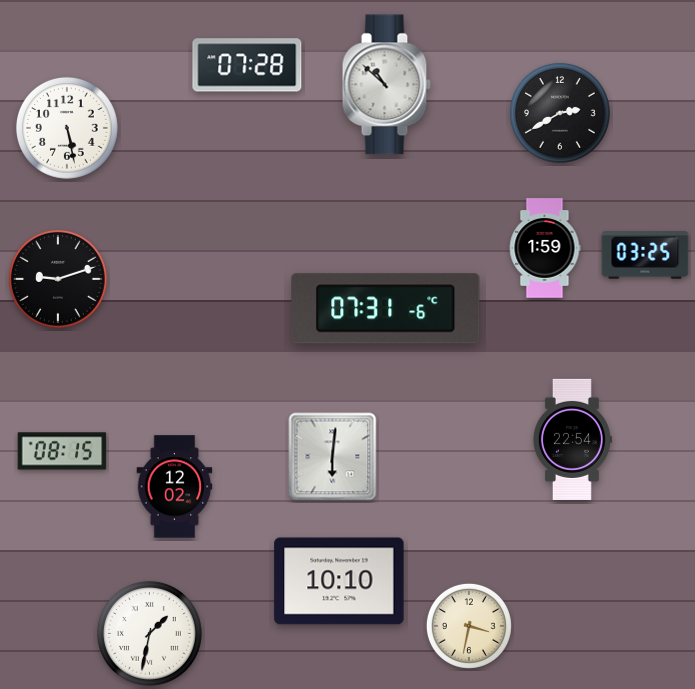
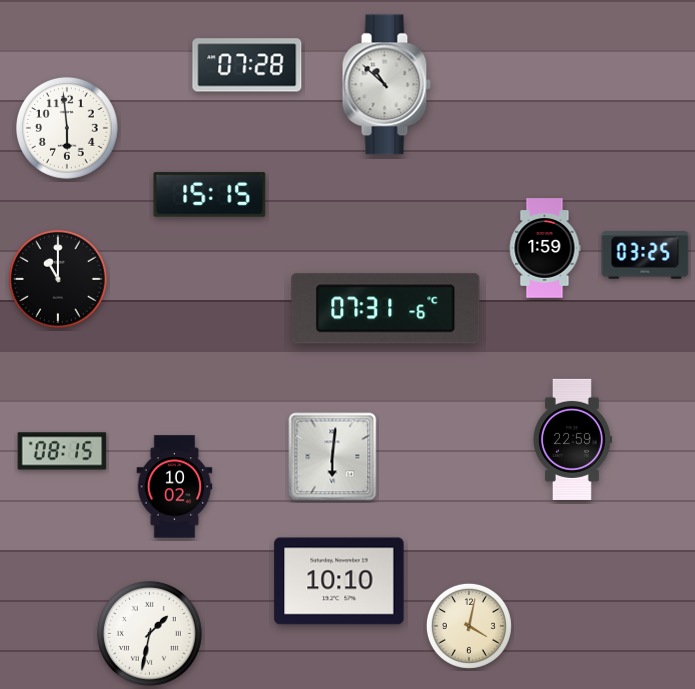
clock at (560, 113): 2:40 -> none
clock at (67, 128): 5:28 -> 5:59
clock at (210, 195): none -> 15:15
clock at (58, 279): 9:12 -> 11:00
clock at (572, 439): 22:54 -> 22:59
clock at (175, 487): 12:02 -> 10:02
clock at (469, 626): 3:32 -> 4:02
